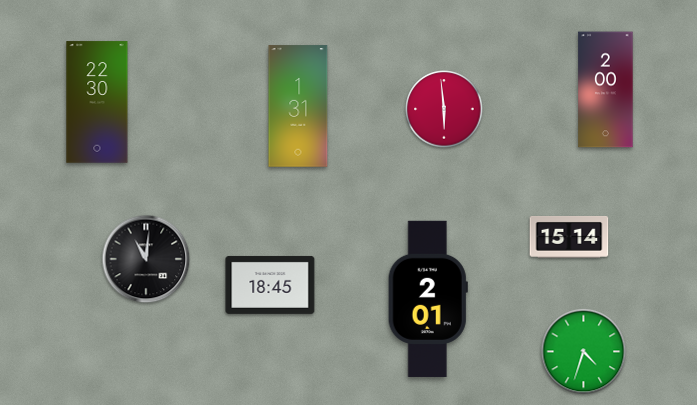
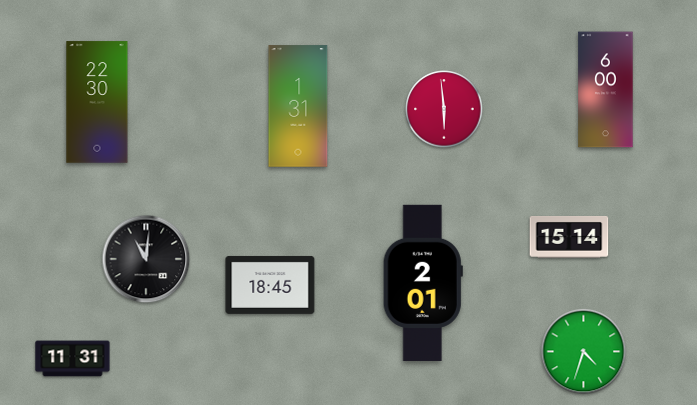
clock at (606, 90): 2:00 -> 6:00
clock at (428, 299) position: (428, 299) -> (423, 283)
clock at (73, 359): none -> 11:31
